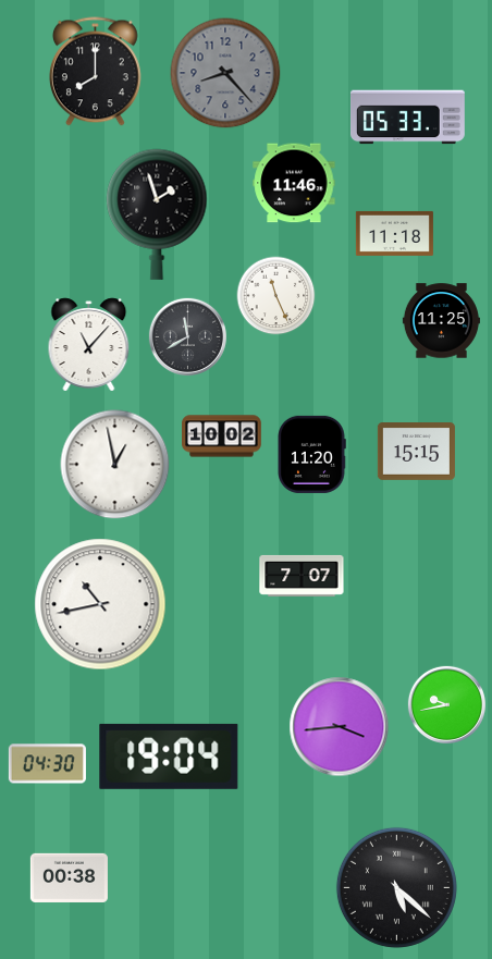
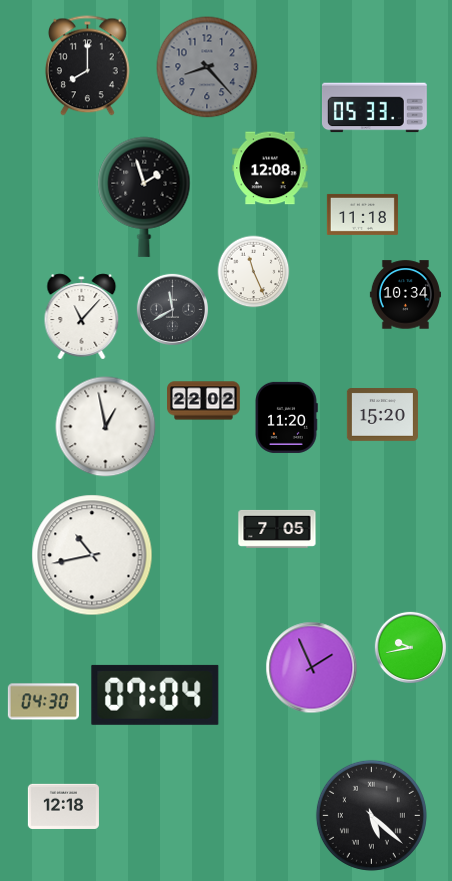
clock at (294, 183): 11:46 -> 12:08
clock at (441, 321): 11:25 -> 10:34
clock at (222, 437): 10:02 -> 22:02
clock at (416, 452): 15:15 -> 15:20
clock at (302, 576): 7:07 -> 7:05
clock at (340, 727): 3:44 -> 1:56
clock at (169, 757): 19:04 -> 07:04
clock at (69, 877): 00:38 -> 12:18
clock at (396, 887) position: (396, 887) -> (371, 815)
